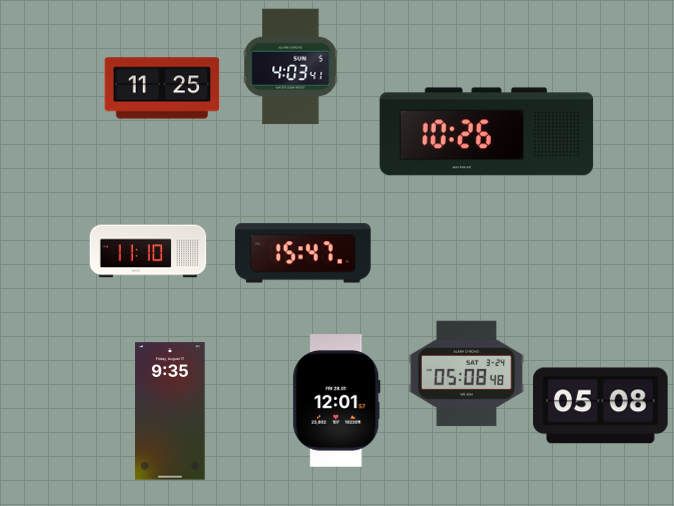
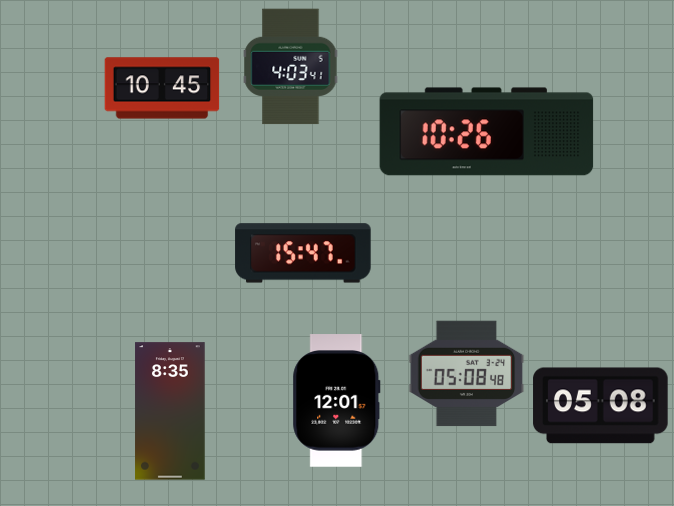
clock at (162, 88): 11:25 -> 10:45
clock at (148, 251): 11:10 -> none
clock at (170, 411): 9:35 -> 8:35
